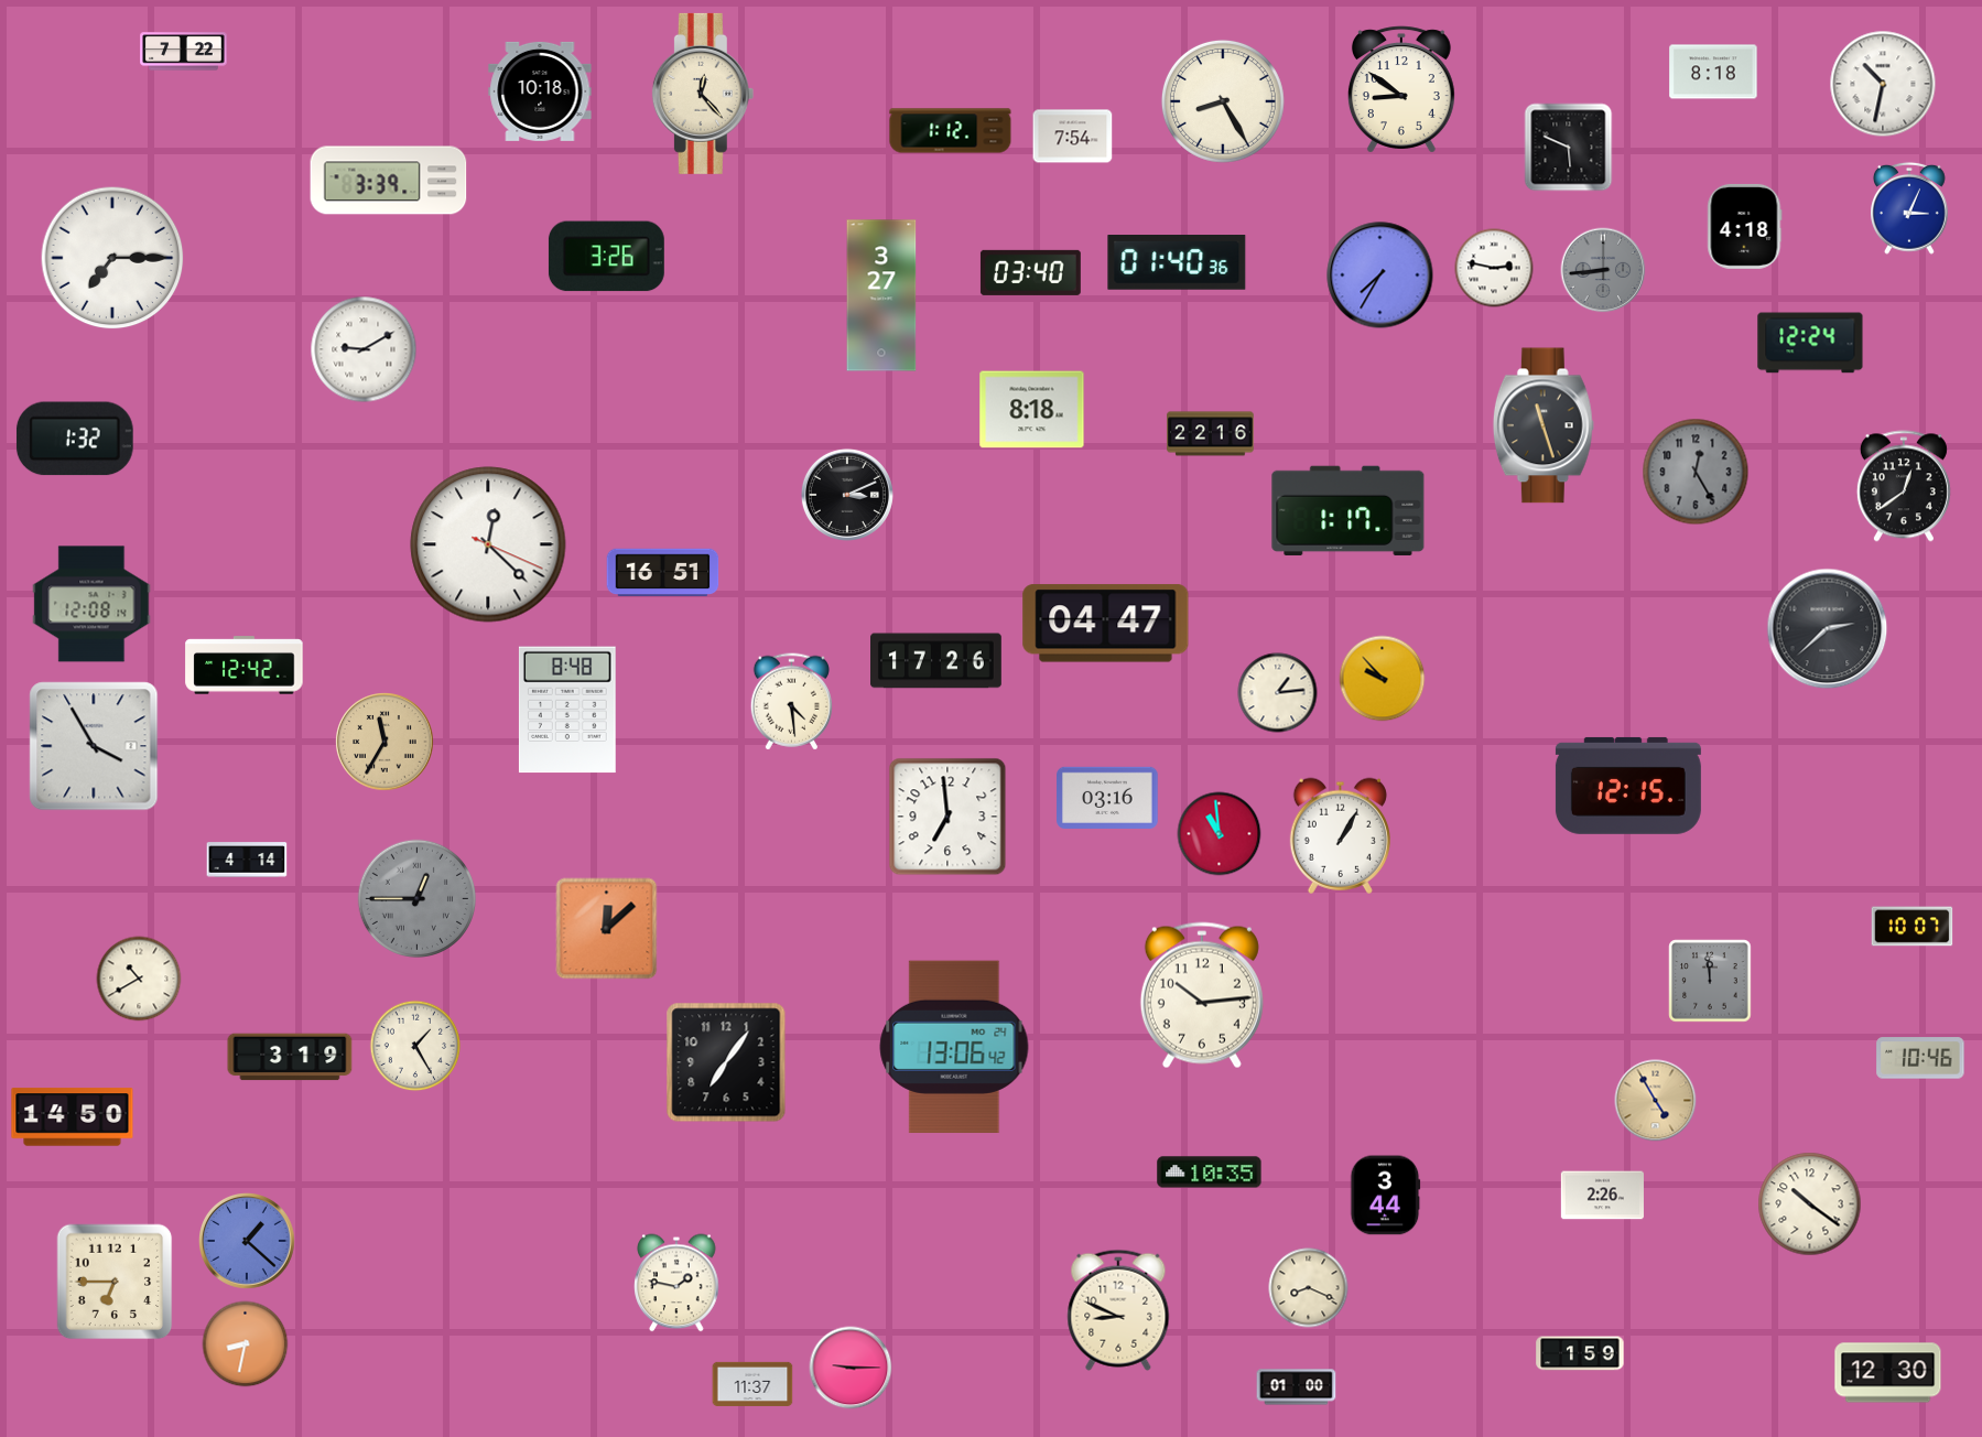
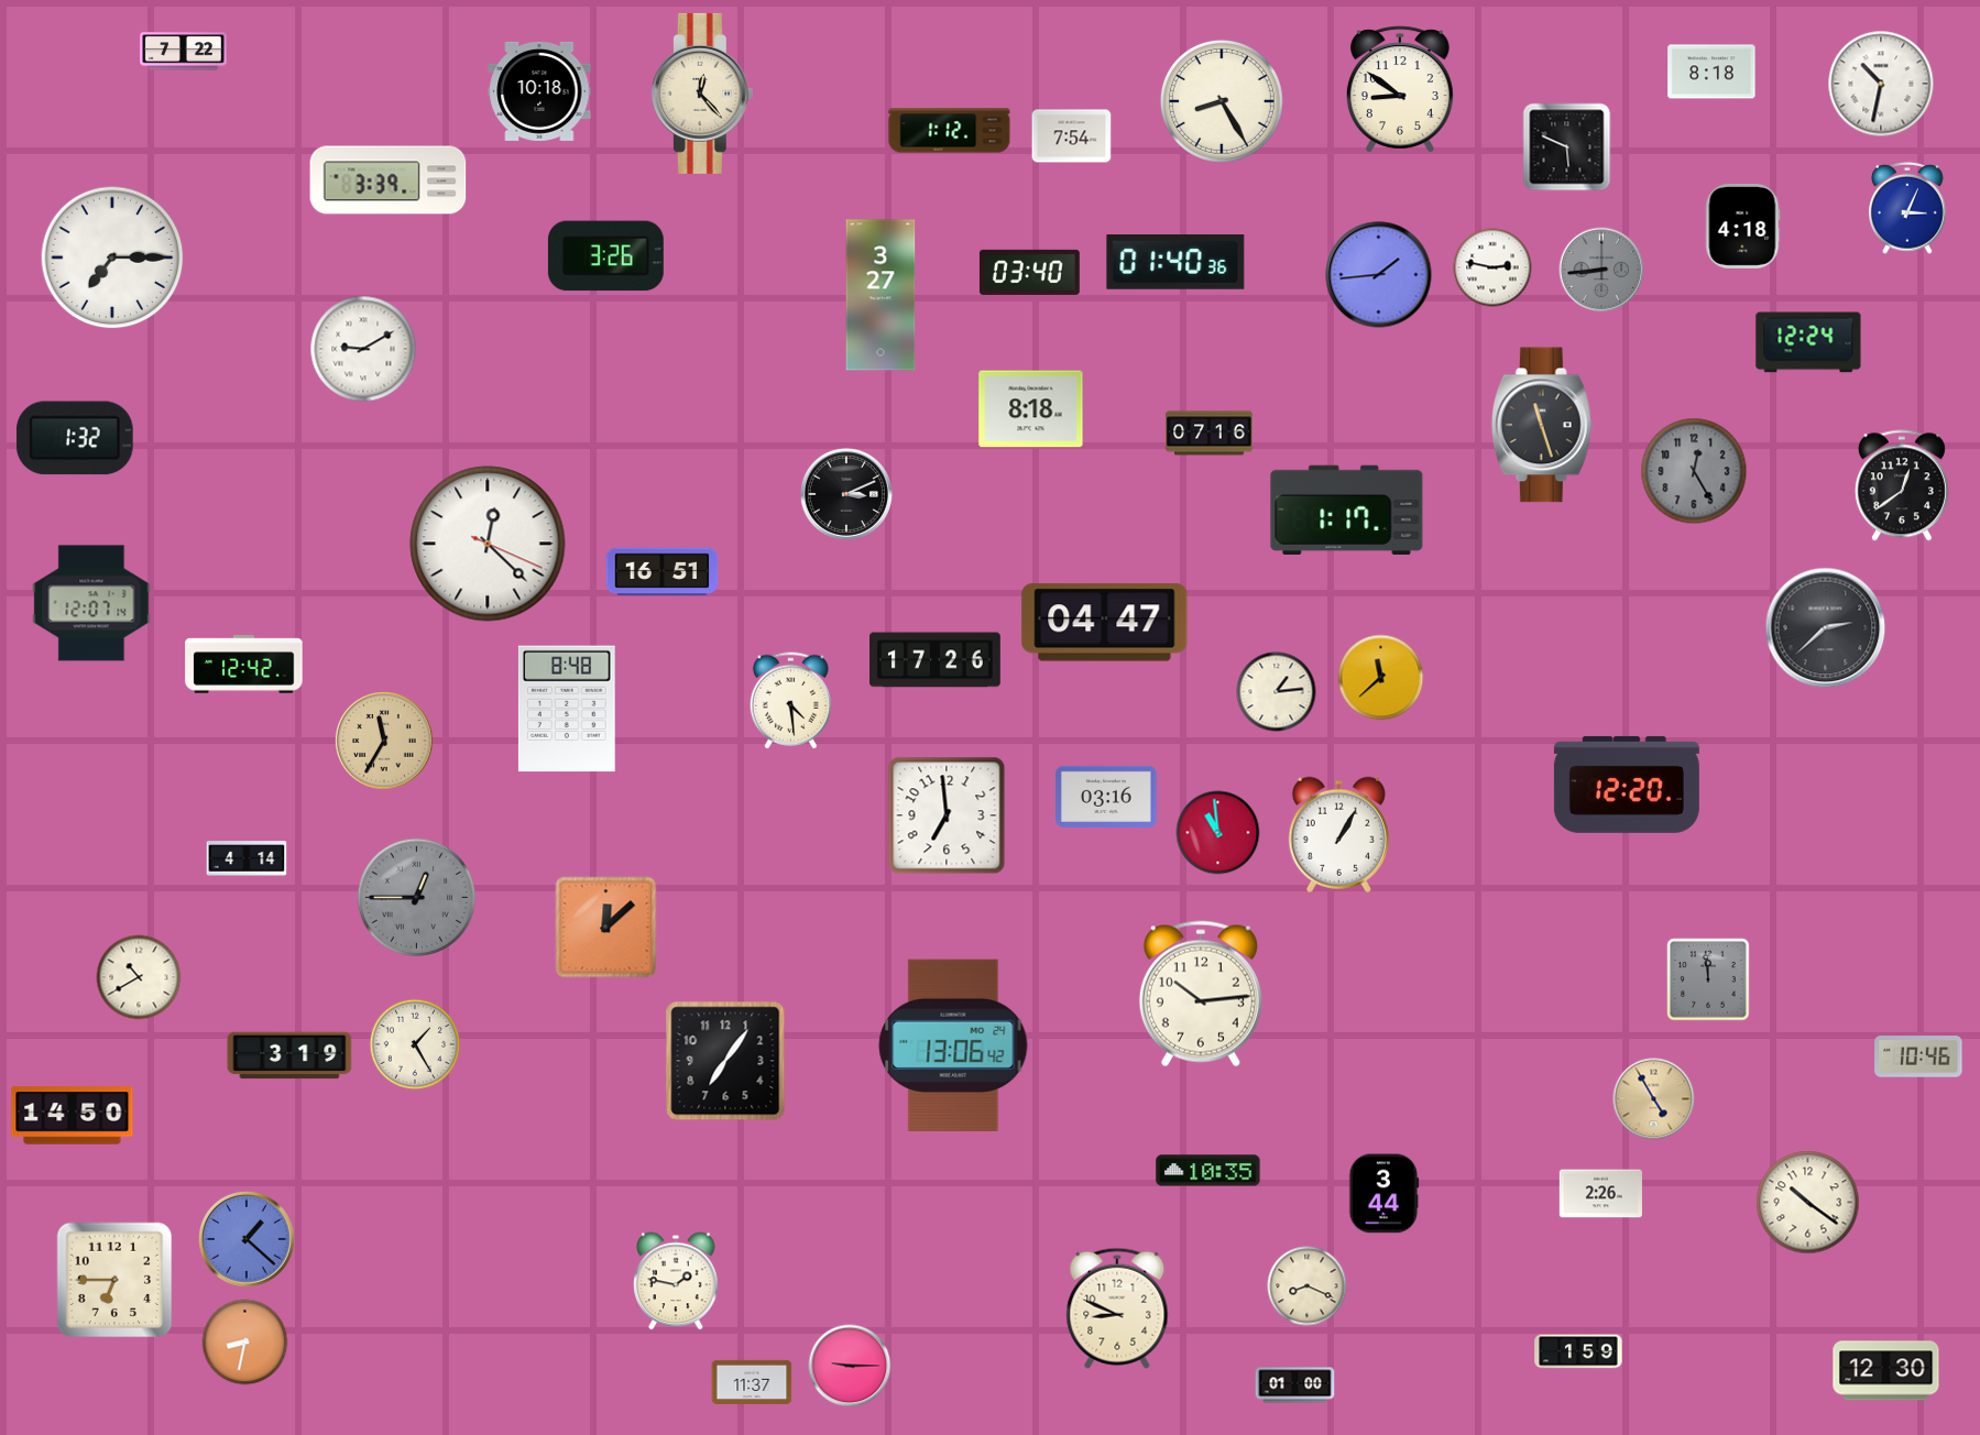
clock at (1380, 275): 7:35 -> 1:44
clock at (1211, 434): 22:16 -> 07:16
clock at (91, 604): 12:08 -> 12:07
clock at (1383, 679): 9:53 -> 11:38
clock at (94, 746): 3:55 -> none
clock at (1628, 786): 12:15 -> 12:20
clock at (1913, 927): 10:07 -> none
